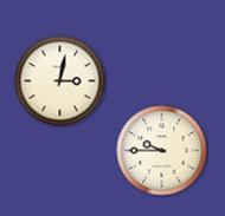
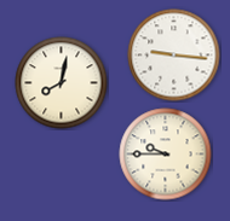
clock at (174, 56): none -> 9:16
clock at (60, 81): 3:02 -> 8:02
